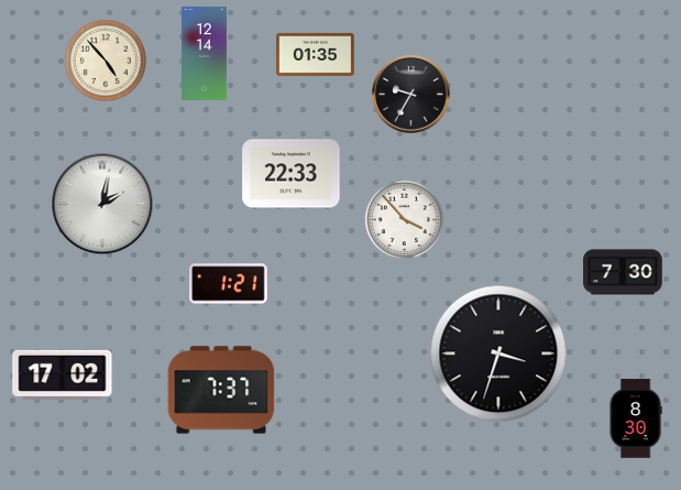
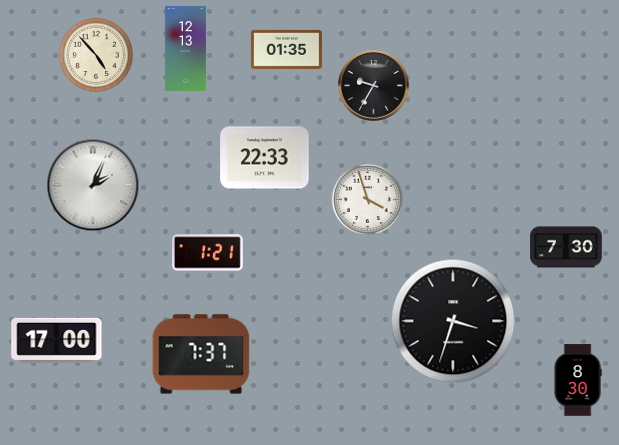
clock at (204, 53): 12:14 -> 12:13
clock at (102, 204): 2:02 -> 2:04
clock at (405, 220): 3:53 -> 3:57
clock at (229, 284) position: (229, 284) -> (208, 253)
clock at (63, 374): 17:02 -> 17:00
